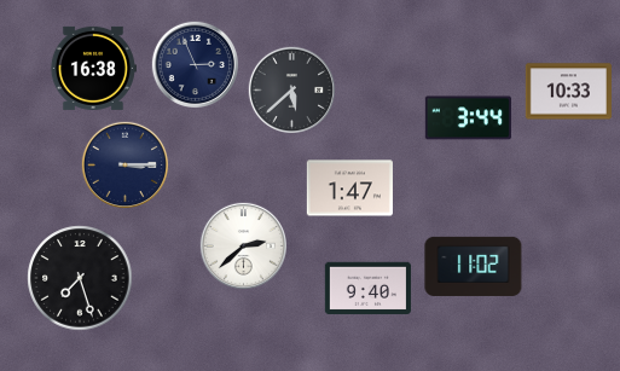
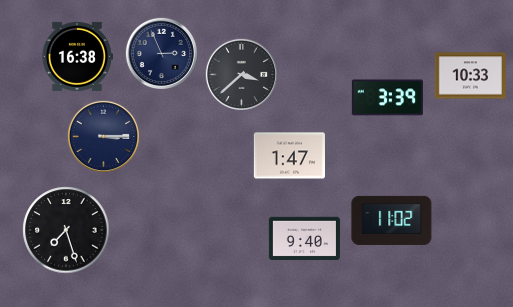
clock at (291, 89): 5:38 -> 3:38
clock at (468, 118): 3:44 -> 3:39
clock at (243, 245): 2:38 -> none
